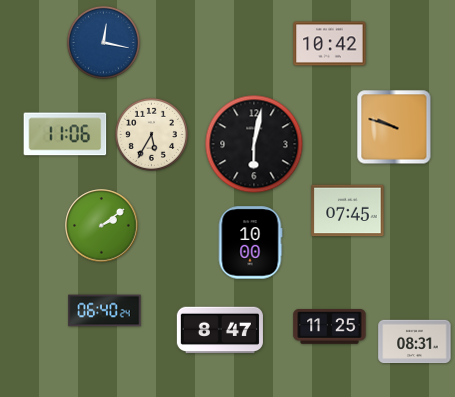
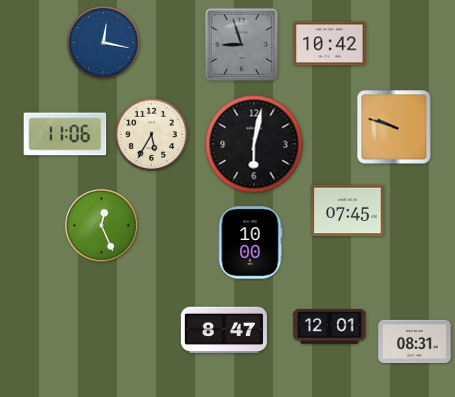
clock at (241, 44): none -> 8:57
clock at (102, 226): 2:09 -> 12:26
clock at (105, 311): 06:40 -> none
clock at (330, 327): 11:25 -> 12:01
clock at (220, 330) position: (220, 330) -> (224, 330)
